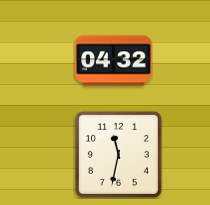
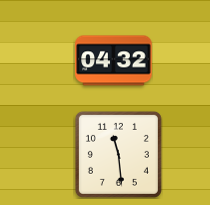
clock at (118, 154): 11:32 -> 11:29
